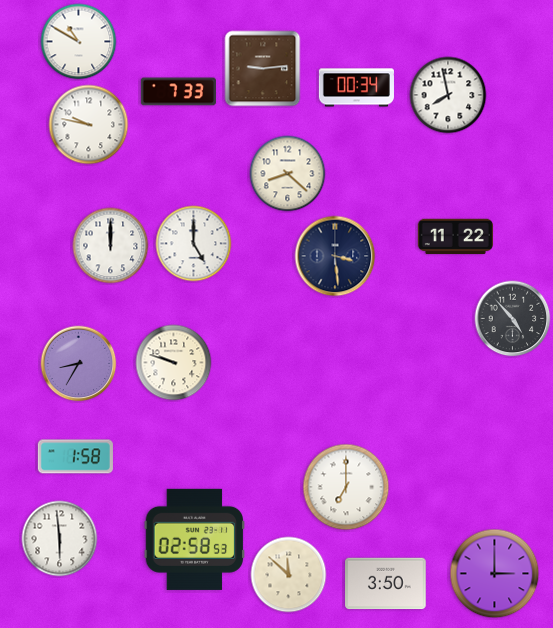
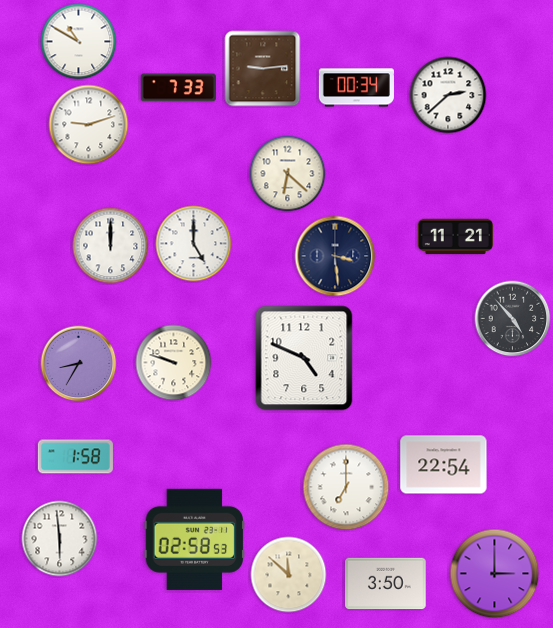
clock at (178, 92) position: (178, 92) -> (178, 88)
clock at (448, 95): 7:58 -> 2:38
clock at (89, 125): 9:47 -> 9:12
clock at (288, 174): 8:22 -> 6:22
clock at (455, 237): 11:22 -> 11:21
clock at (304, 358): none -> 4:49
clock at (444, 465): none -> 22:54
